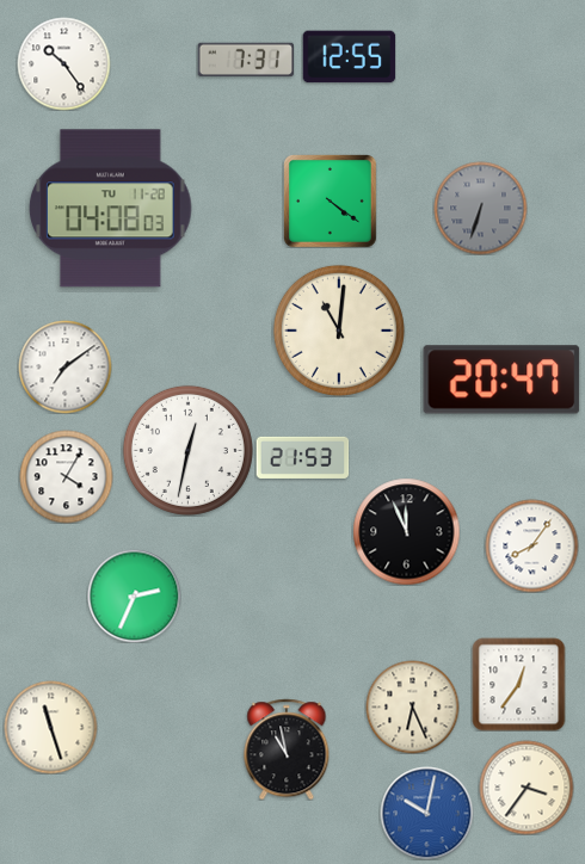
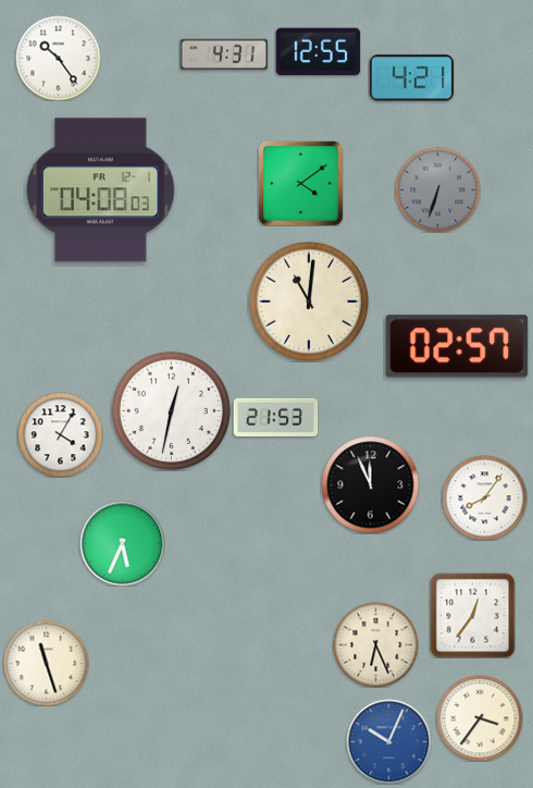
clock at (245, 58): 7:31 -> 4:31
clock at (411, 78): none -> 4:21
clock at (331, 202): 4:21 -> 4:09
clock at (111, 209) date: TU 11-28 -> FR 12-1
clock at (64, 366): 7:09 -> none
clock at (501, 379): 20:47 -> 02:57
clock at (134, 595): 2:34 -> 5:34
clock at (518, 684) position: (518, 684) -> (472, 615)
clock at (287, 749): 10:58 -> none
clock at (426, 813): 10:02 -> 10:04
